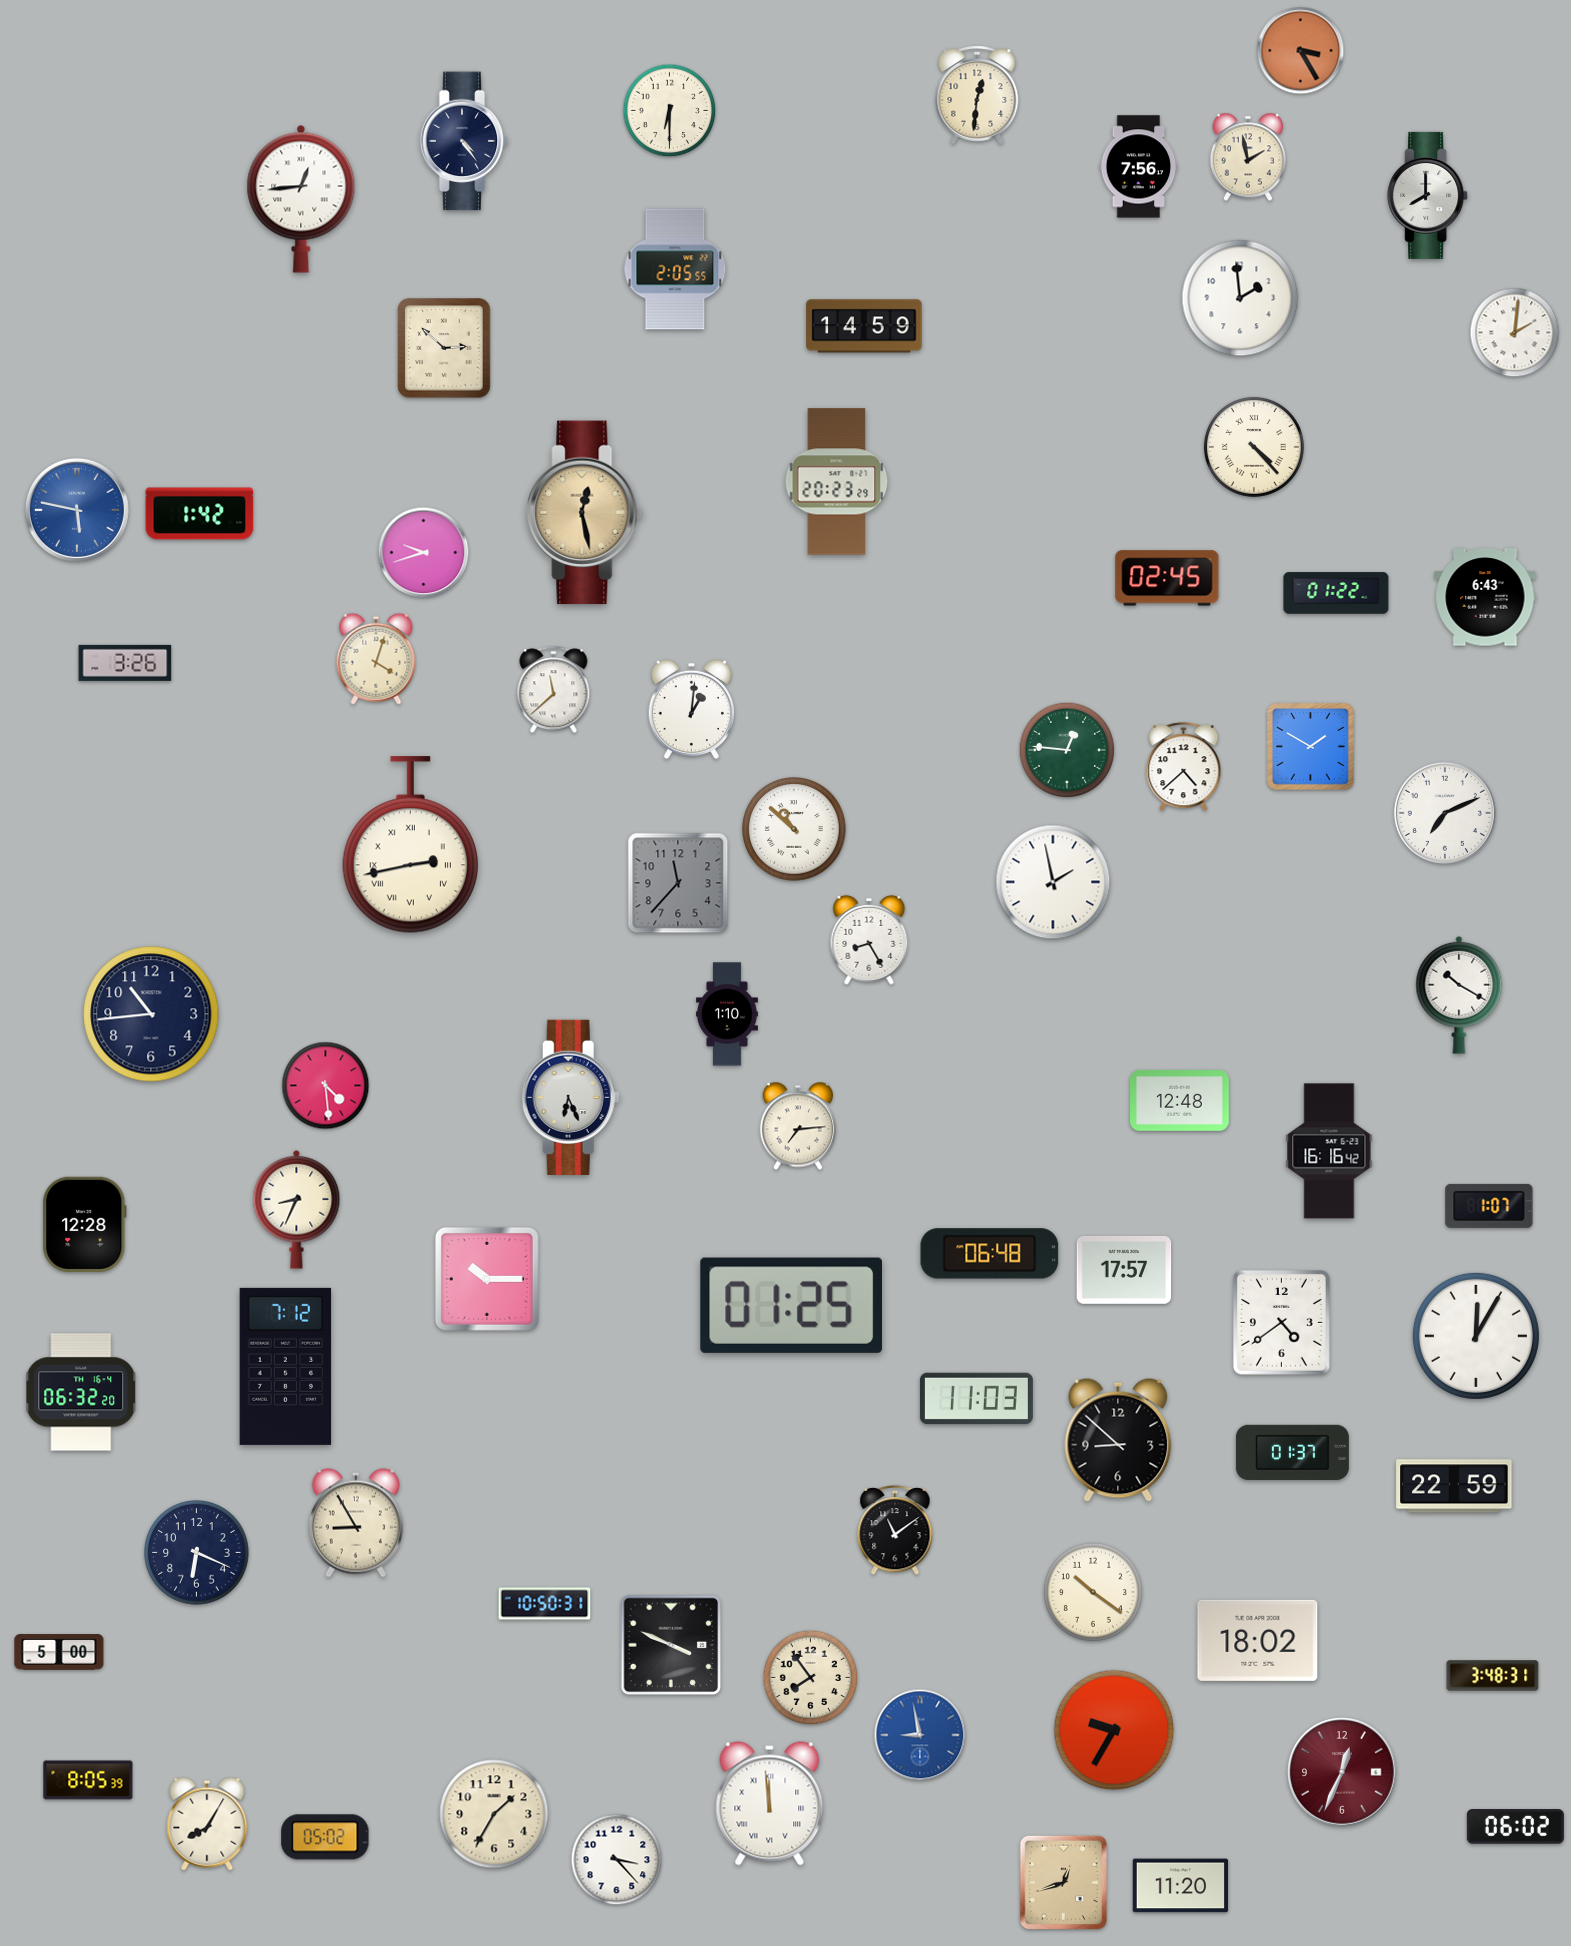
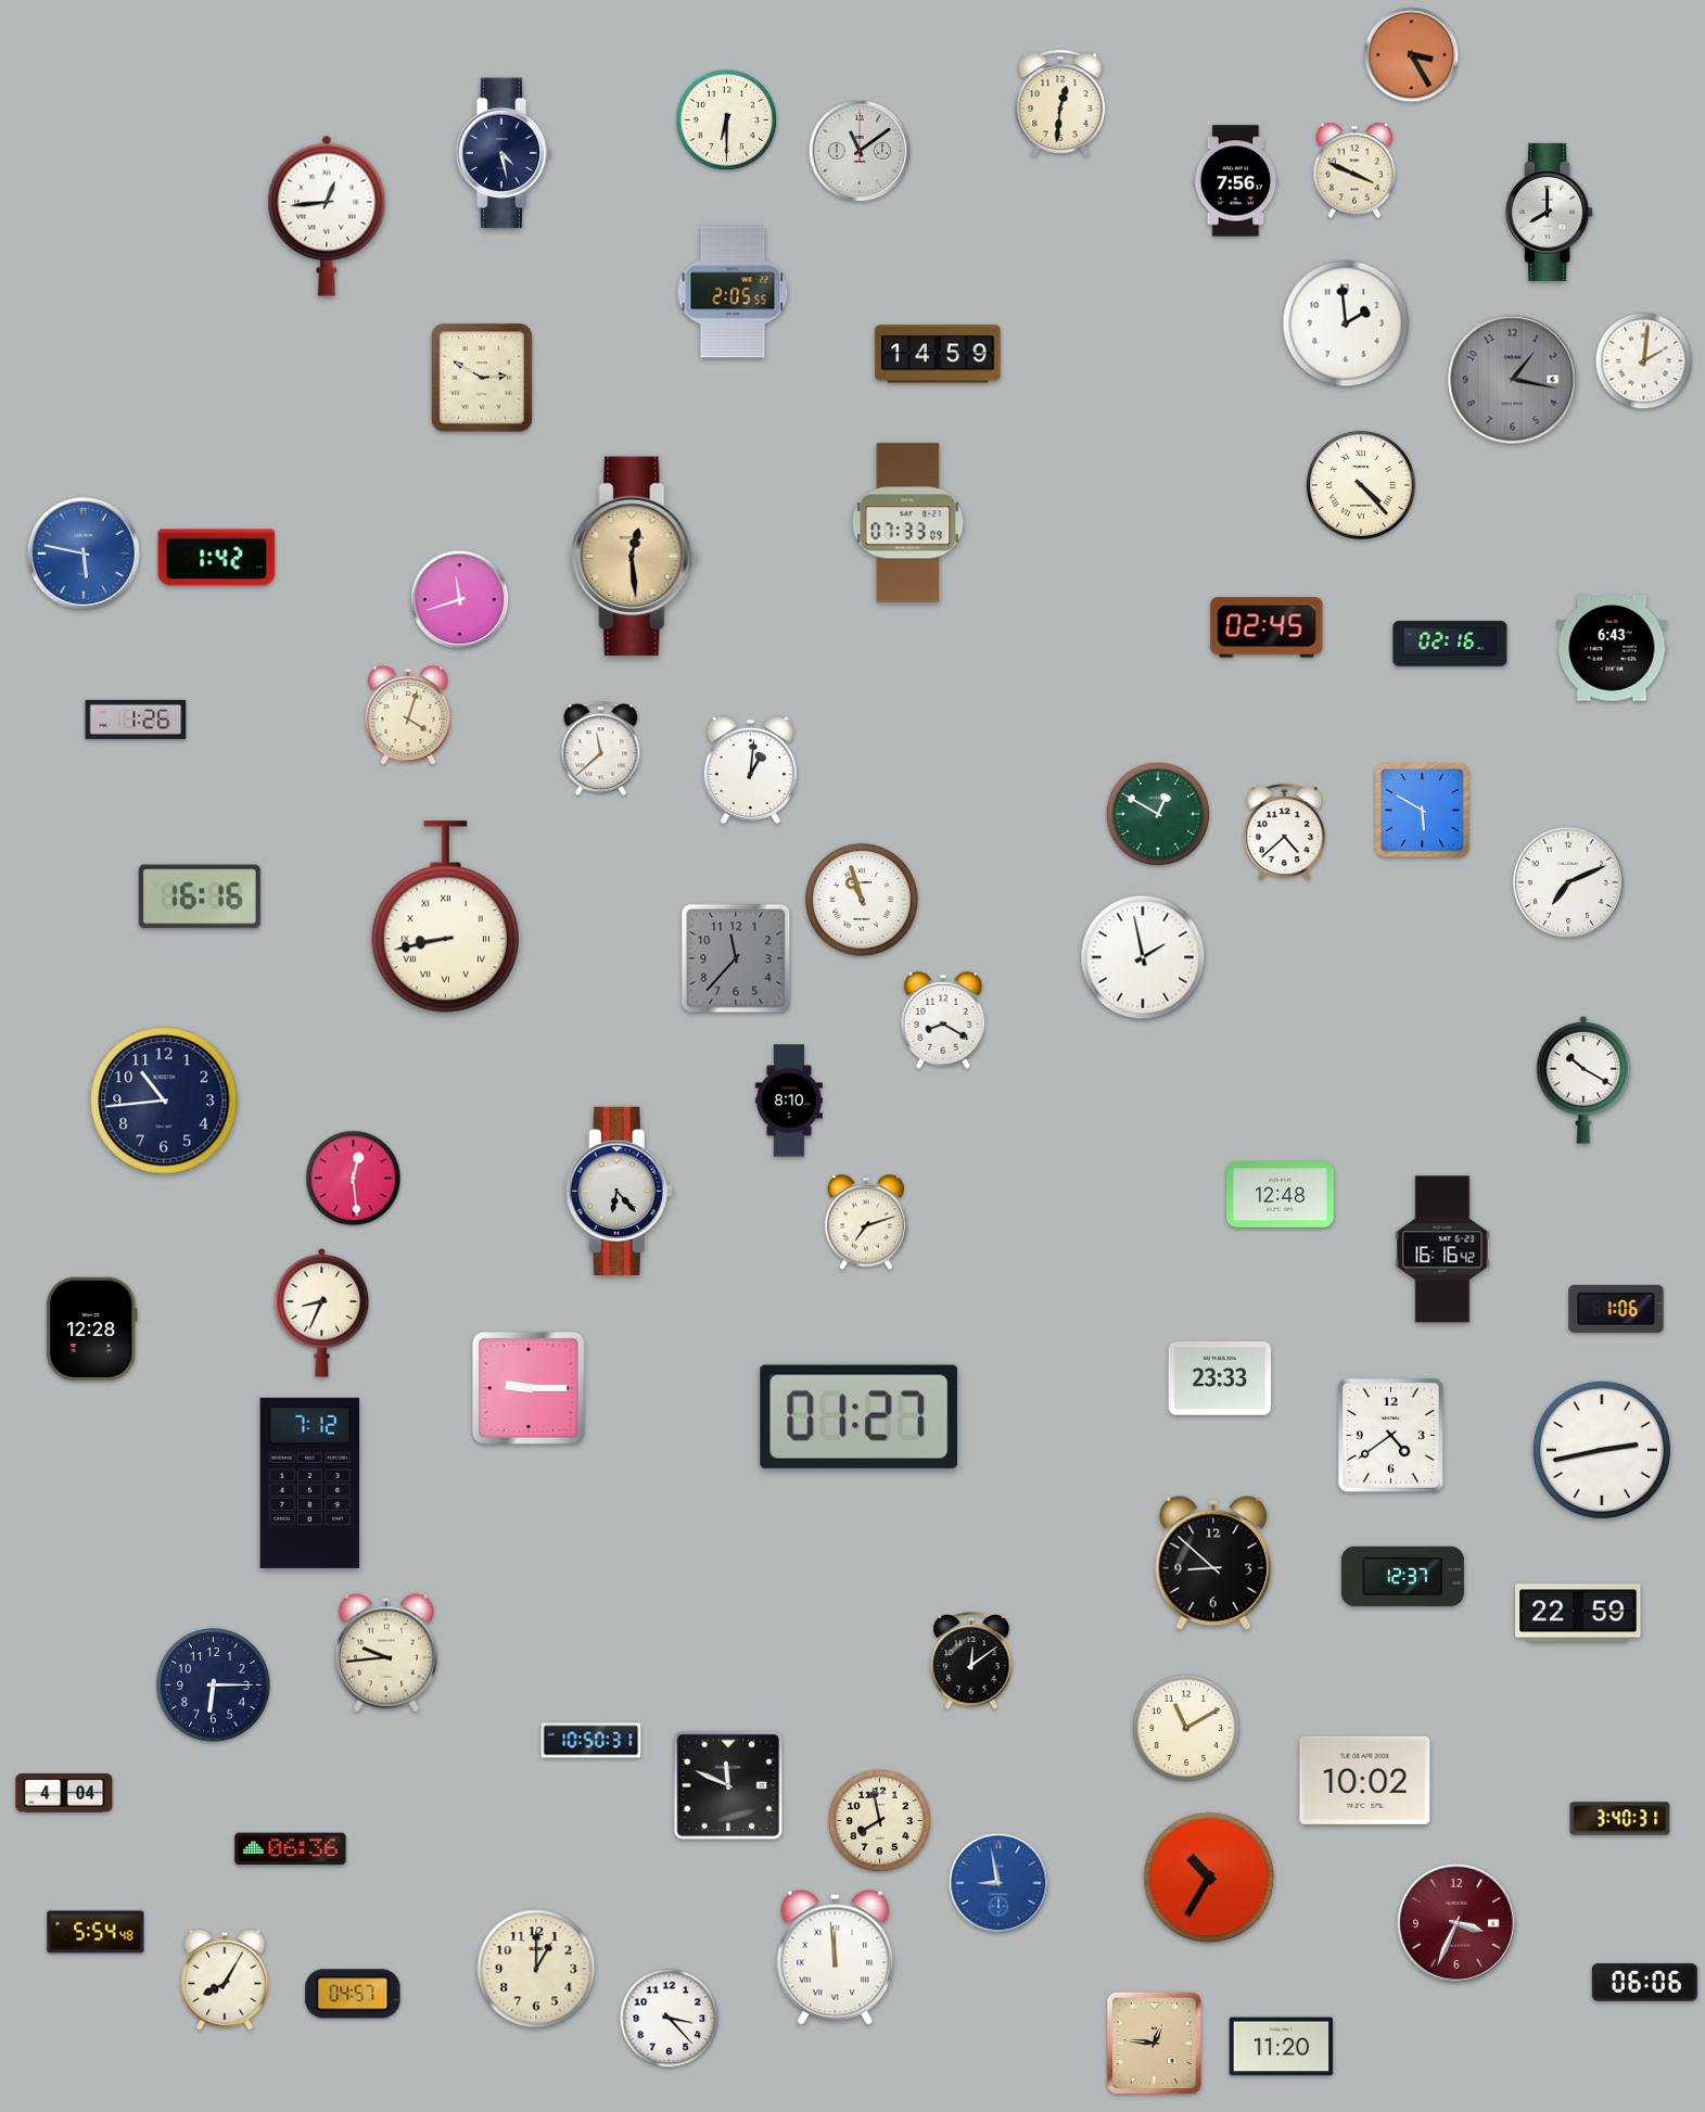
clock at (860, 151): none -> 11:09
clock at (464, 141): 4:24 -> 4:28
clock at (1247, 157): 1:58 -> 3:49
clock at (444, 348): 2:52 -> 2:50
clock at (1513, 380): none -> 1:17
clock at (837, 482): 20:23 -> 07:33
clock at (585, 513): 12:28 -> 12:29
clock at (424, 553): 9:42 -> 11:42
clock at (1336, 593): 01:22 -> 02:16
clock at (125, 663): 3:26 -> 1:26
clock at (1311, 747): 1:50 -> 5:50
clock at (1067, 750): 12:46 -> 12:50
clock at (200, 896): none -> 16:16
clock at (794, 829): 10:52 -> 10:57
clock at (410, 845): 2:43 -> 8:43
clock at (869, 940): 8:25 -> 8:20
clock at (727, 1014): 1:10 -> 8:10
clock at (326, 1086): 4:29 -> 12:29
clock at (570, 1097): 6:26 -> 6:23
clock at (797, 1126): 7:14 -> 7:12
clock at (1489, 1206): 1:07 -> 1:06
clock at (990, 1254): 06:48 -> none
clock at (1124, 1270): 17:57 -> 23:33
clock at (487, 1279): 10:15 -> 9:15
clock at (791, 1305): 01:25 -> 01:27
clock at (1476, 1336): 12:05 -> 2:43
clock at (81, 1392): 06:32 -> none
clock at (976, 1399): 11:03 -> none
clock at (1292, 1452): 01:37 -> 12:37
clock at (356, 1523): 8:55 -> 9:44
clock at (895, 1531): 11:09 -> 12:09
clock at (197, 1553): 6:19 -> 6:15
clock at (1093, 1592): 10:21 -> 11:10
clock at (1258, 1640): 18:02 -> 10:02
clock at (671, 1645): 3:49 -> 11:49
clock at (59, 1652): 5:00 -> 4:04
clock at (1493, 1676): 3:48 -> 3:40
clock at (811, 1678): 7:54 -> 7:58
clock at (291, 1849): none -> 06:36
clock at (1114, 1730): 9:35 -> 10:35
clock at (1342, 1772): 12:34 -> 3:34
clock at (88, 1780): 8:05 -> 5:54
clock at (494, 1814): 1:35 -> 1:00
clock at (1515, 1827): 06:02 -> 06:06
clock at (325, 1837): 05:02 -> 04:57
clock at (1063, 1883): 12:42 -> 12:46
